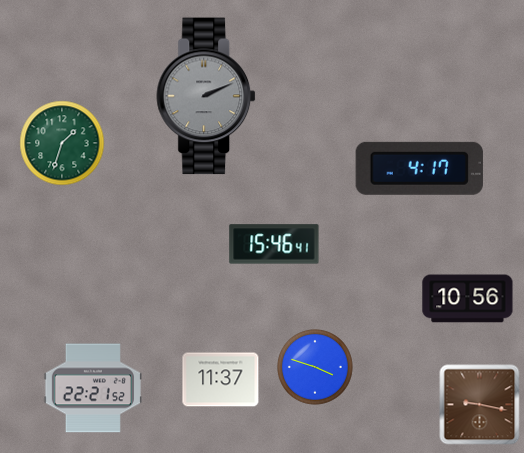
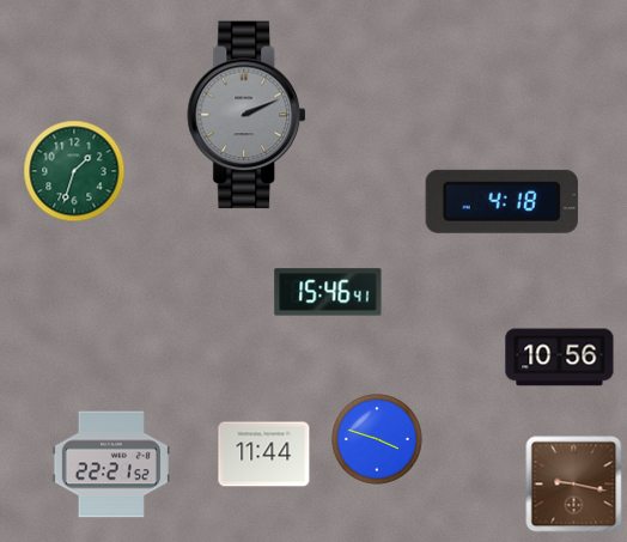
clock at (419, 168): 4:17 -> 4:18
clock at (221, 380): 11:37 -> 11:44
